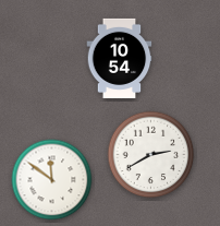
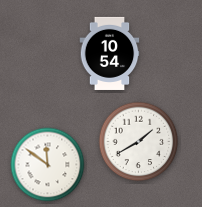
clock at (151, 155): 2:40 -> 1:40
